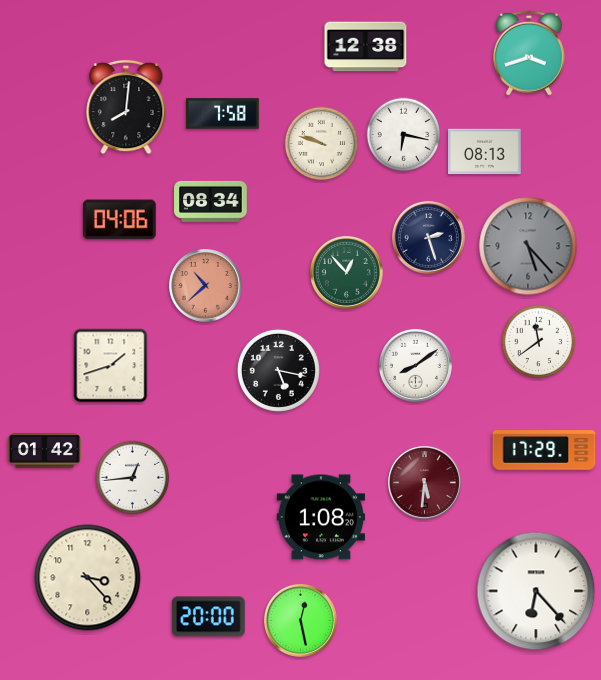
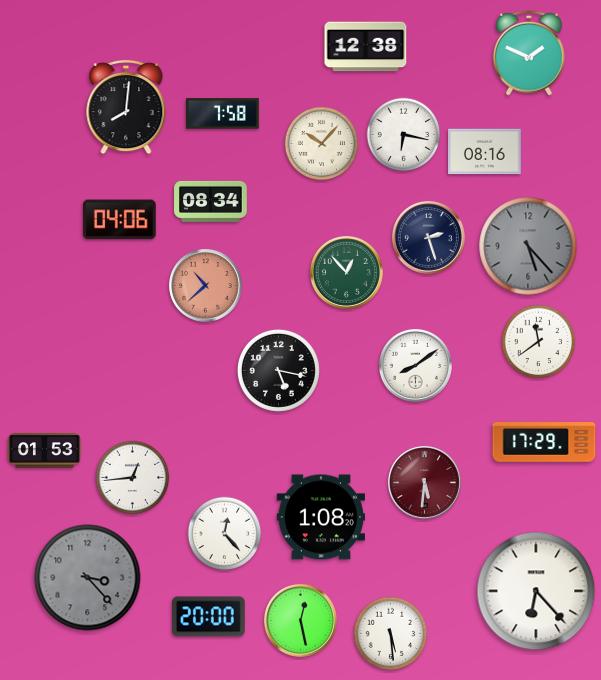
clock at (530, 53): 3:42 -> 1:49
clock at (322, 144): 9:48 -> 10:07
clock at (485, 152): 08:13 -> 08:16
clock at (111, 366): 1:42 -> none
clock at (544, 450) position: (544, 450) -> (544, 442)
clock at (45, 451): 01:42 -> 01:53
clock at (225, 534): none -> 12:23
clock at (88, 578) dial: cream -> grey
clock at (391, 634): none -> 5:29
